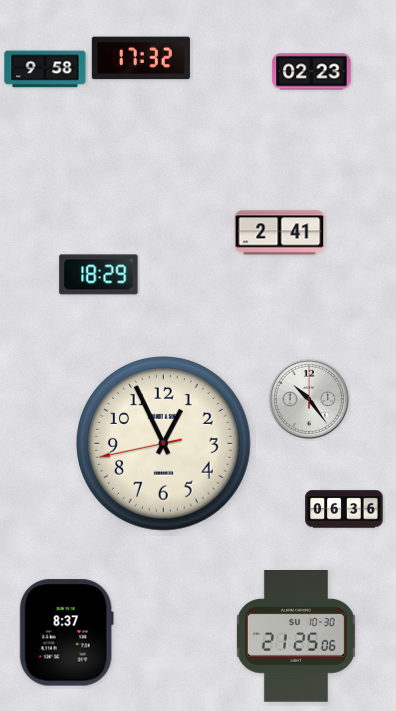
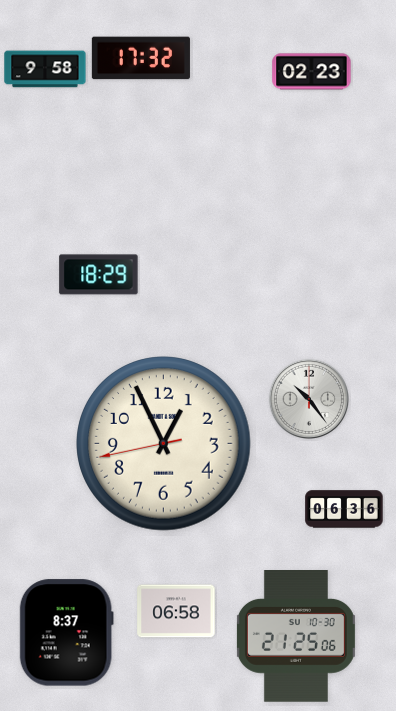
clock at (280, 233): 2:41 -> none
clock at (176, 611): none -> 06:58
